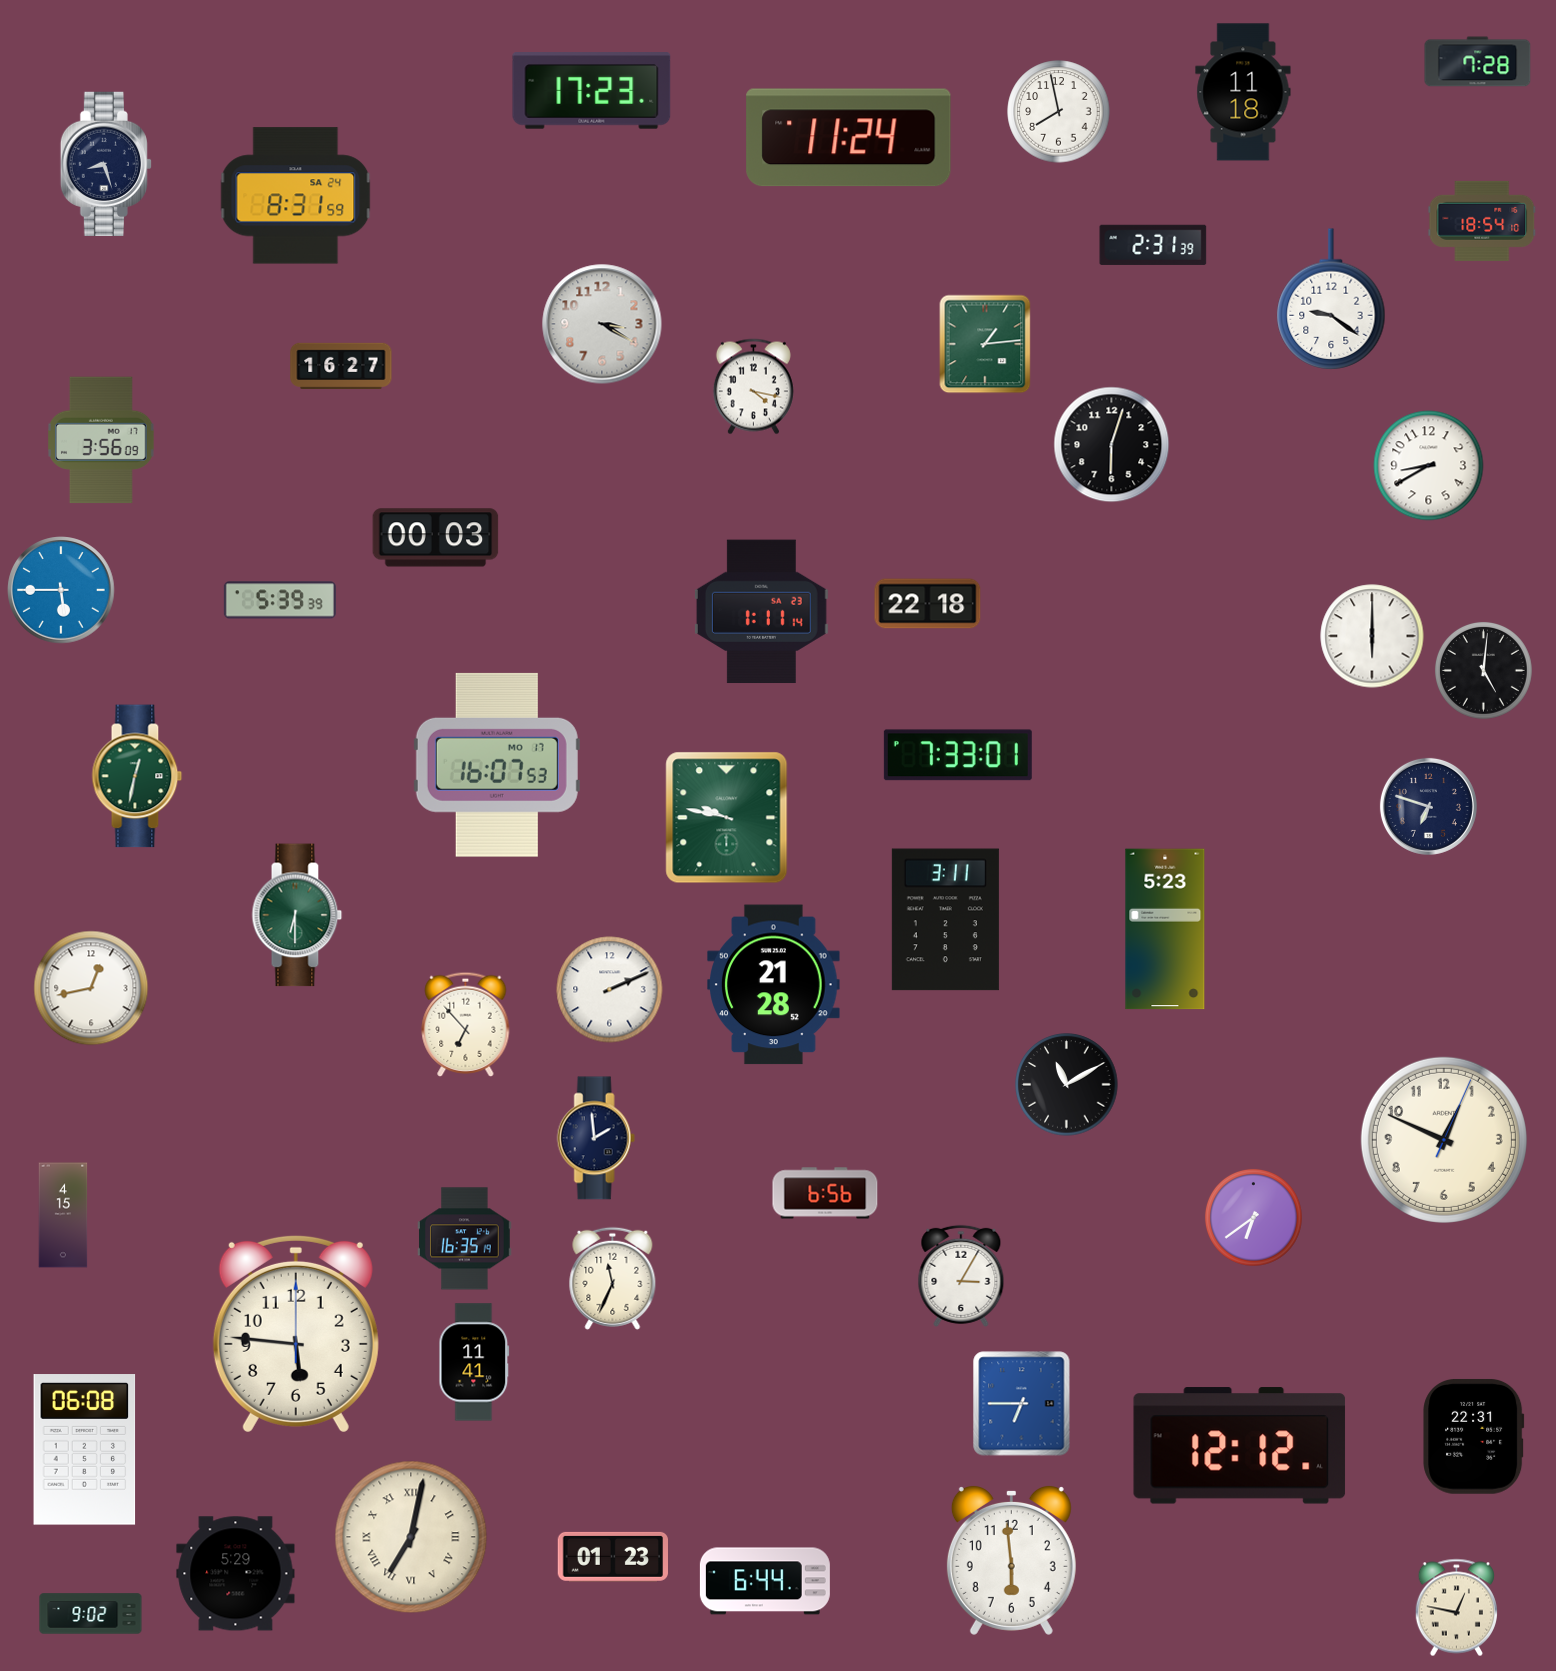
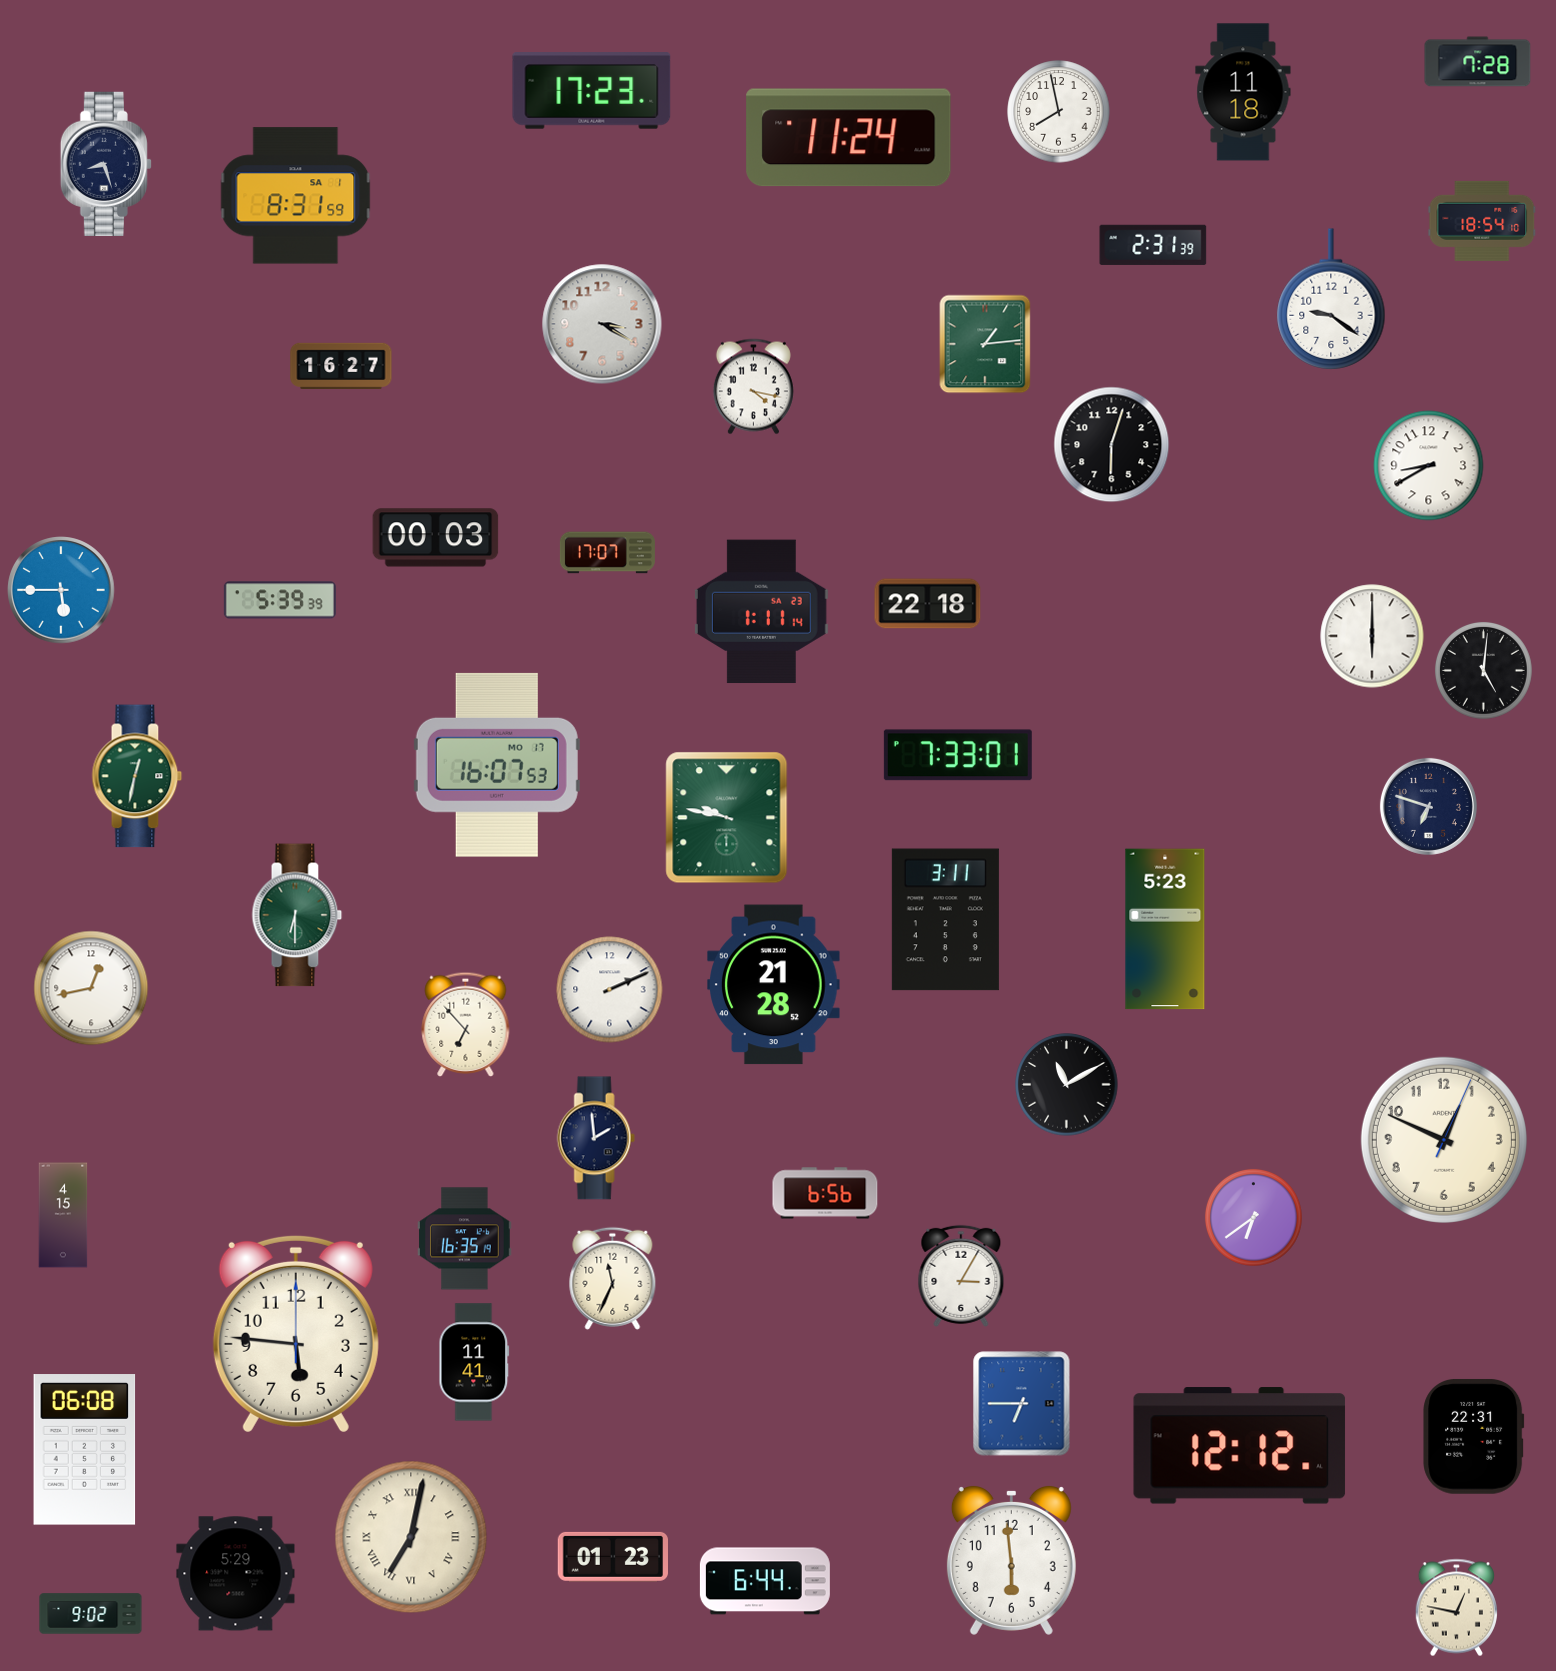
clock at (296, 196) date: SA 24 -> SA 1
clock at (102, 440): 3:56 -> none
clock at (607, 553): none -> 17:07
